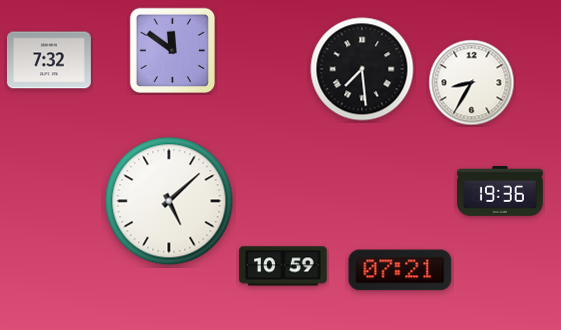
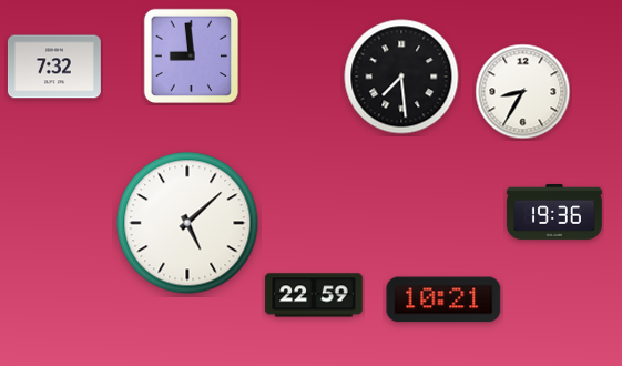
clock at (173, 51): 11:51 -> 8:59
clock at (283, 266): 10:59 -> 22:59
clock at (400, 270): 07:21 -> 10:21
